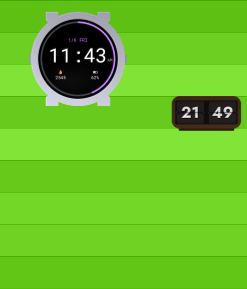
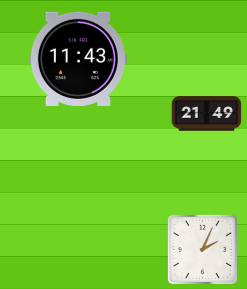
clock at (202, 249): none -> 2:04
